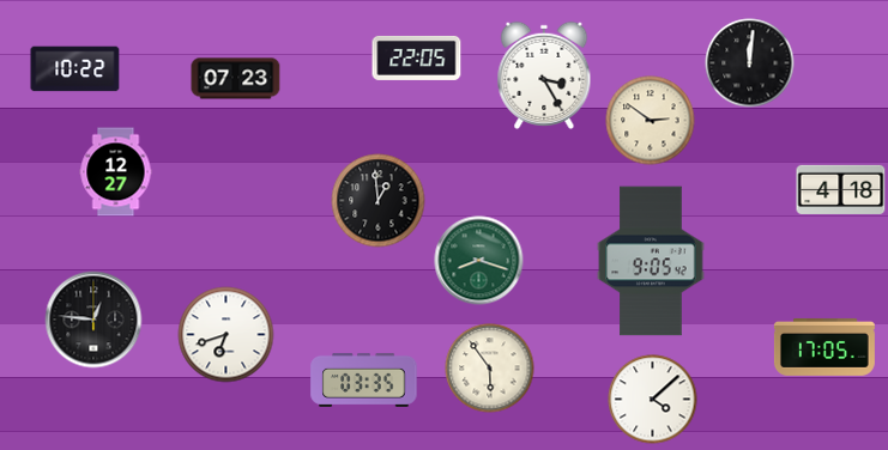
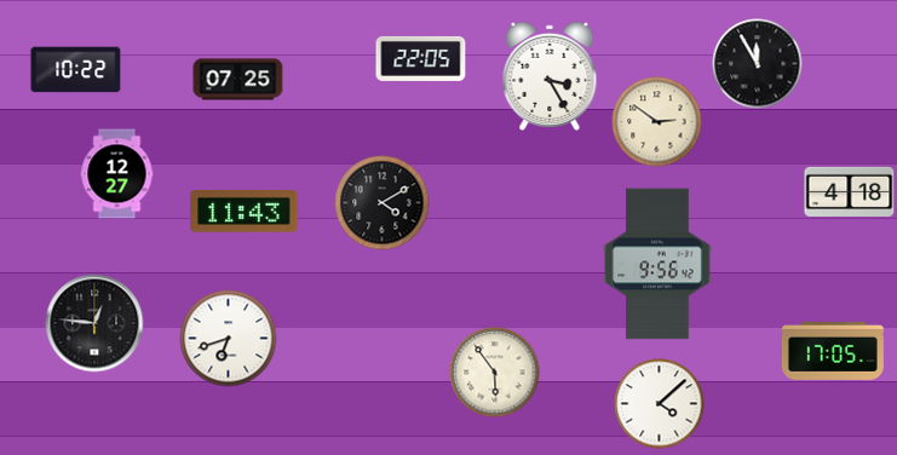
clock at (750, 63): 12:01 -> 11:55
clock at (236, 79): 07:23 -> 07:25
clock at (379, 201): 12:59 -> 4:10
clock at (245, 212): none -> 11:43
clock at (479, 261): 8:18 -> none
clock at (651, 261): 9:05 -> 9:56
clock at (364, 379): 03:35 -> none
